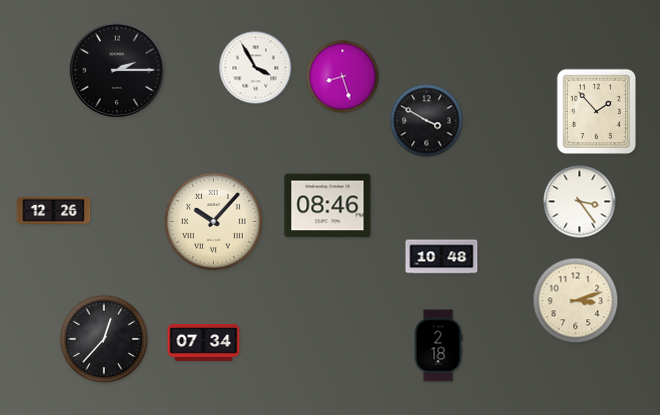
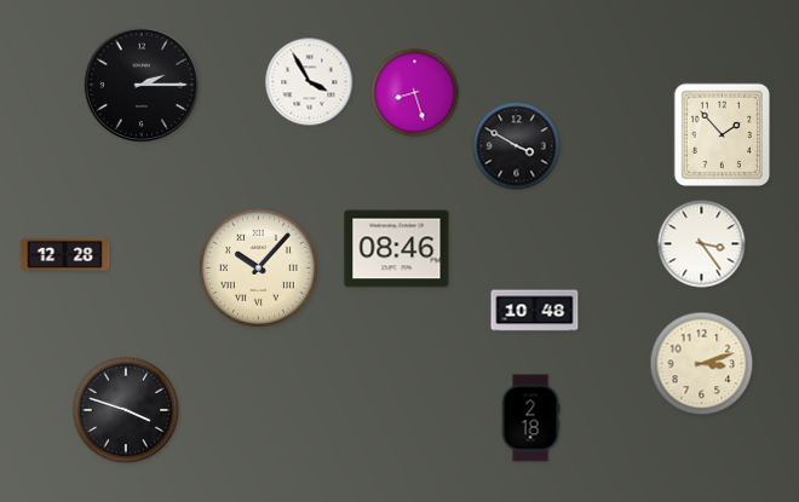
clock at (54, 210): 12:26 -> 12:28
clock at (576, 301) position: (576, 301) -> (702, 364)
clock at (104, 339): 12:37 -> 3:48
clock at (204, 342): 07:34 -> none
